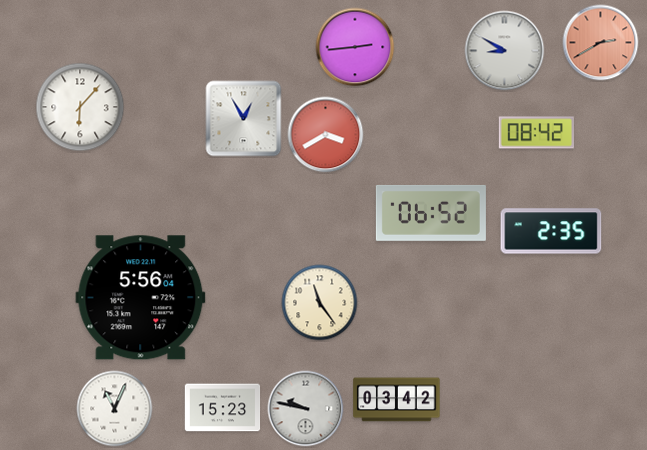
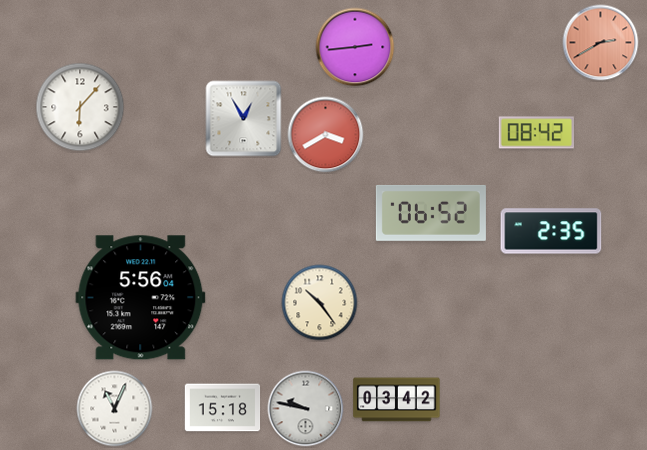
clock at (505, 51): 8:50 -> none
clock at (320, 303): 11:24 -> 10:24
clock at (223, 408): 15:23 -> 15:18
